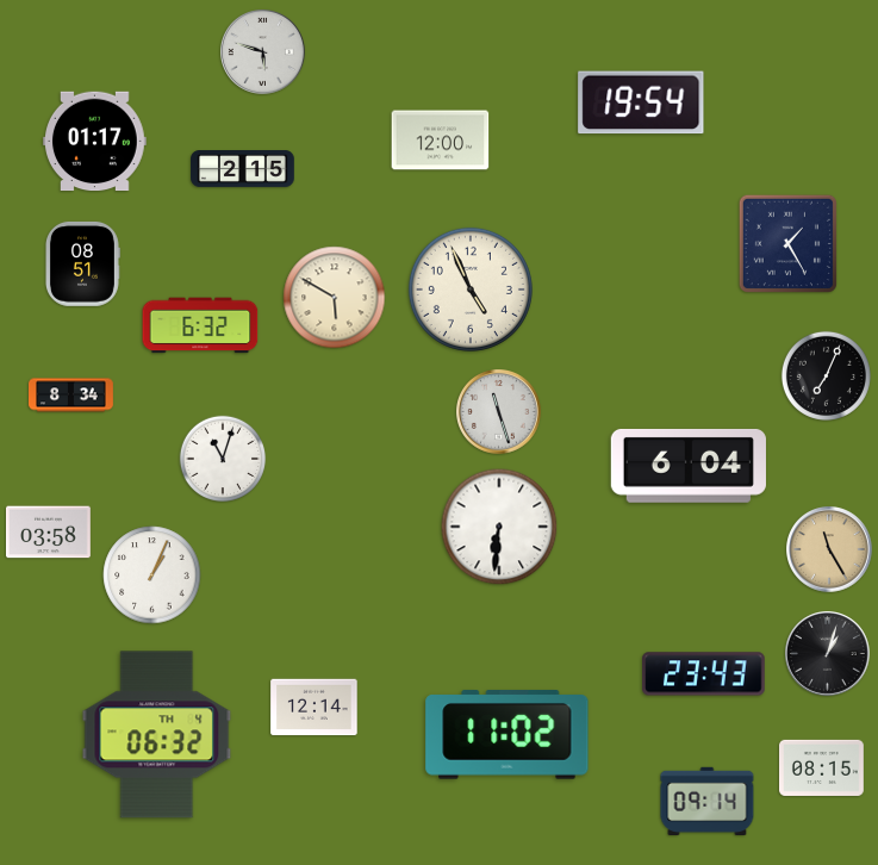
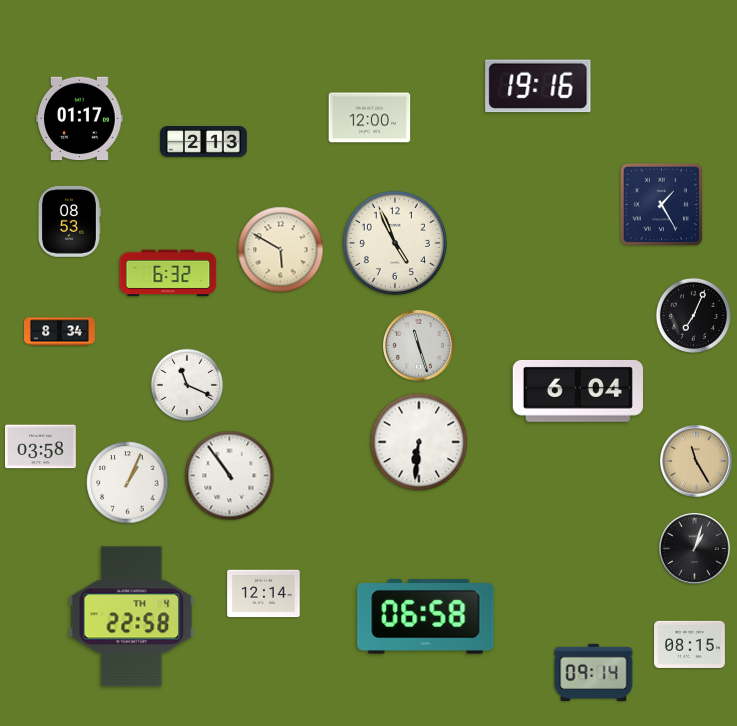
clock at (263, 52): 5:48 -> none
clock at (641, 102): 19:54 -> 19:16
clock at (243, 169): 2:15 -> 2:13
clock at (82, 263): 08:51 -> 08:53
clock at (223, 459): 11:03 -> 11:19
clock at (230, 476): none -> 10:54
clock at (704, 674): 23:43 -> none
clock at (157, 735): 06:32 -> 22:58
clock at (508, 735): 11:02 -> 06:58
